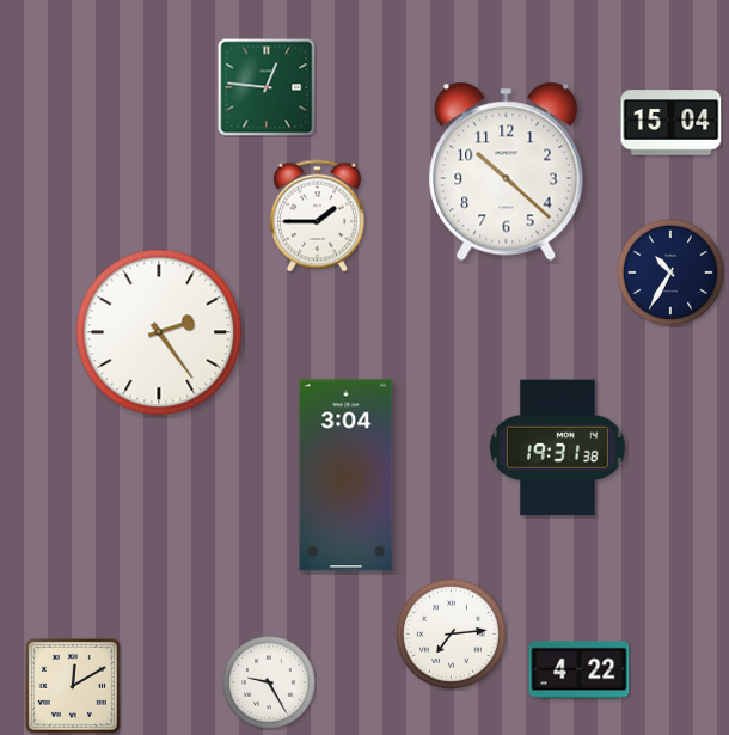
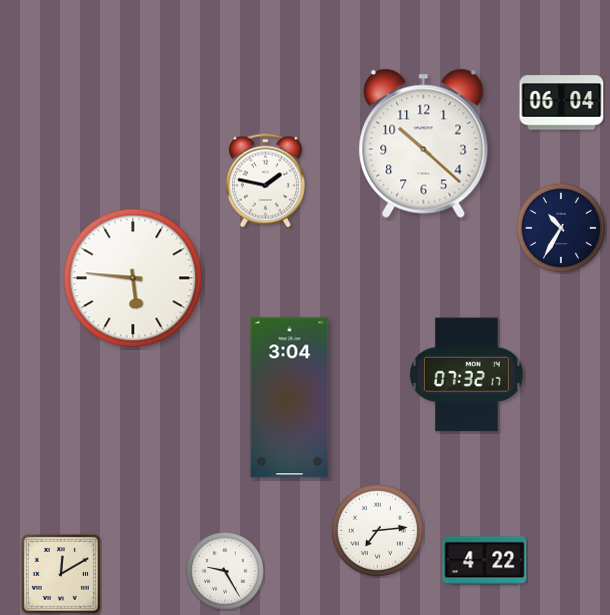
clock at (267, 87): 12:46 -> none
clock at (672, 123): 15:04 -> 06:04
clock at (317, 216): 1:45 -> 1:47
clock at (159, 332): 2:24 -> 5:46
clock at (558, 448): 19:31 -> 07:32
